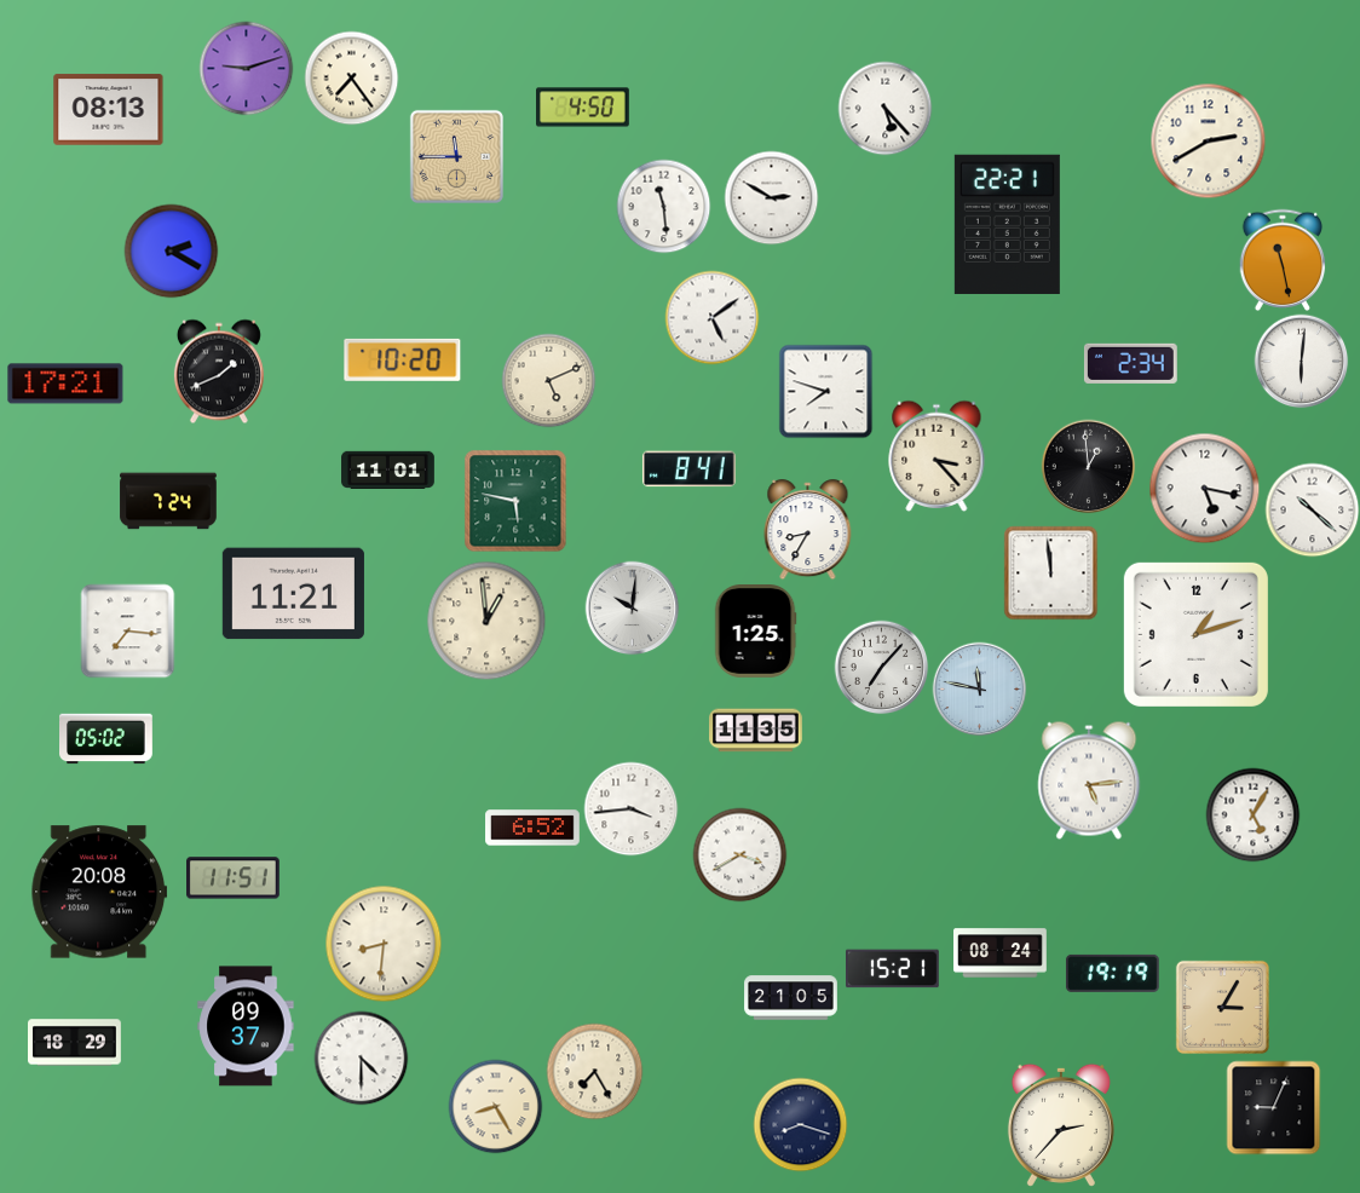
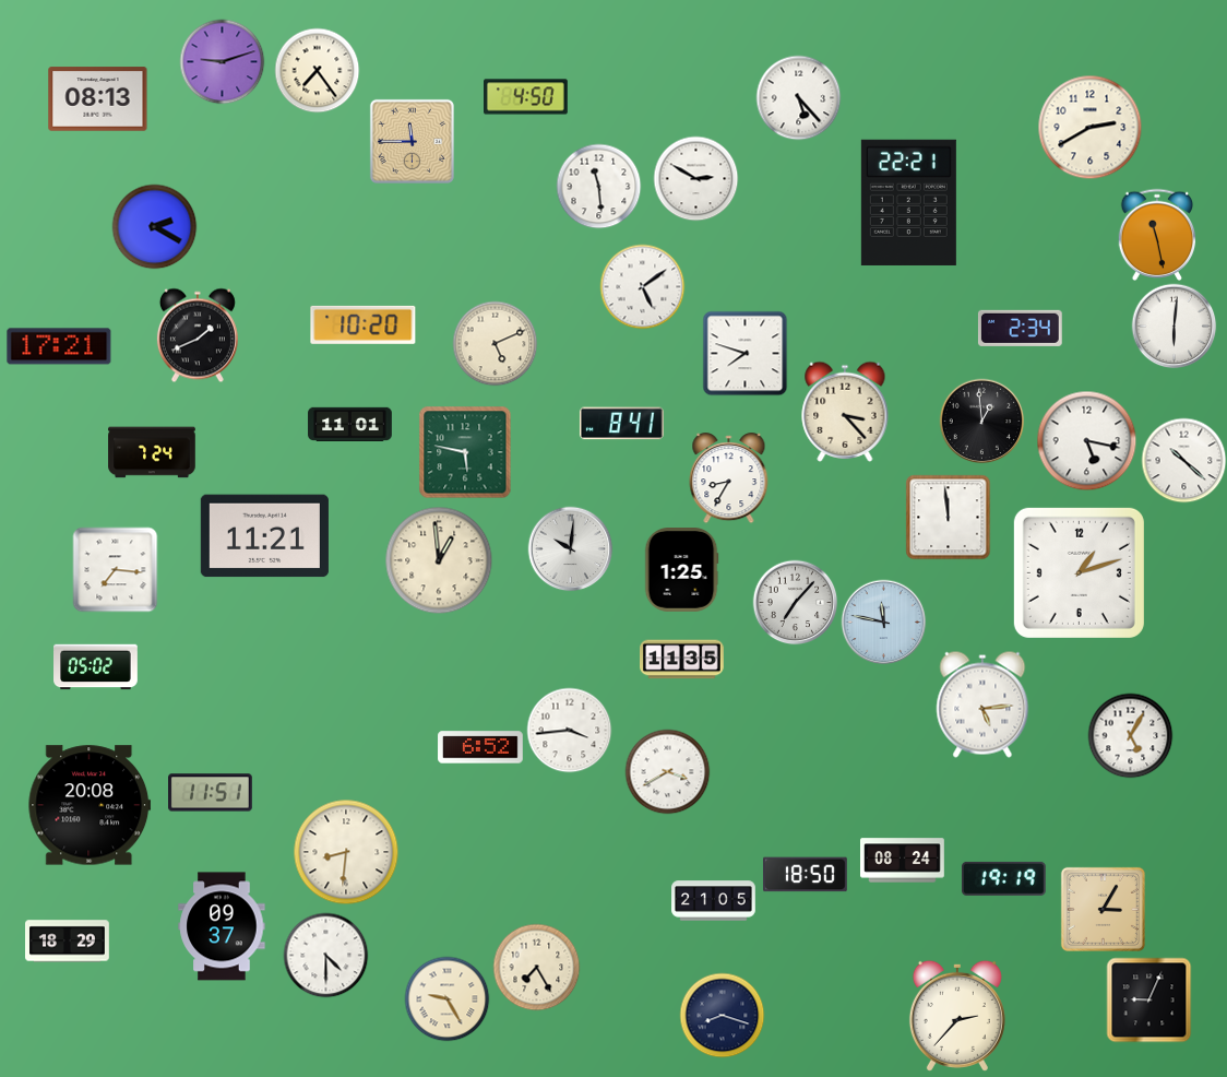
clock at (892, 969): 15:21 -> 18:50
clock at (495, 1106): 8:25 -> 9:25
